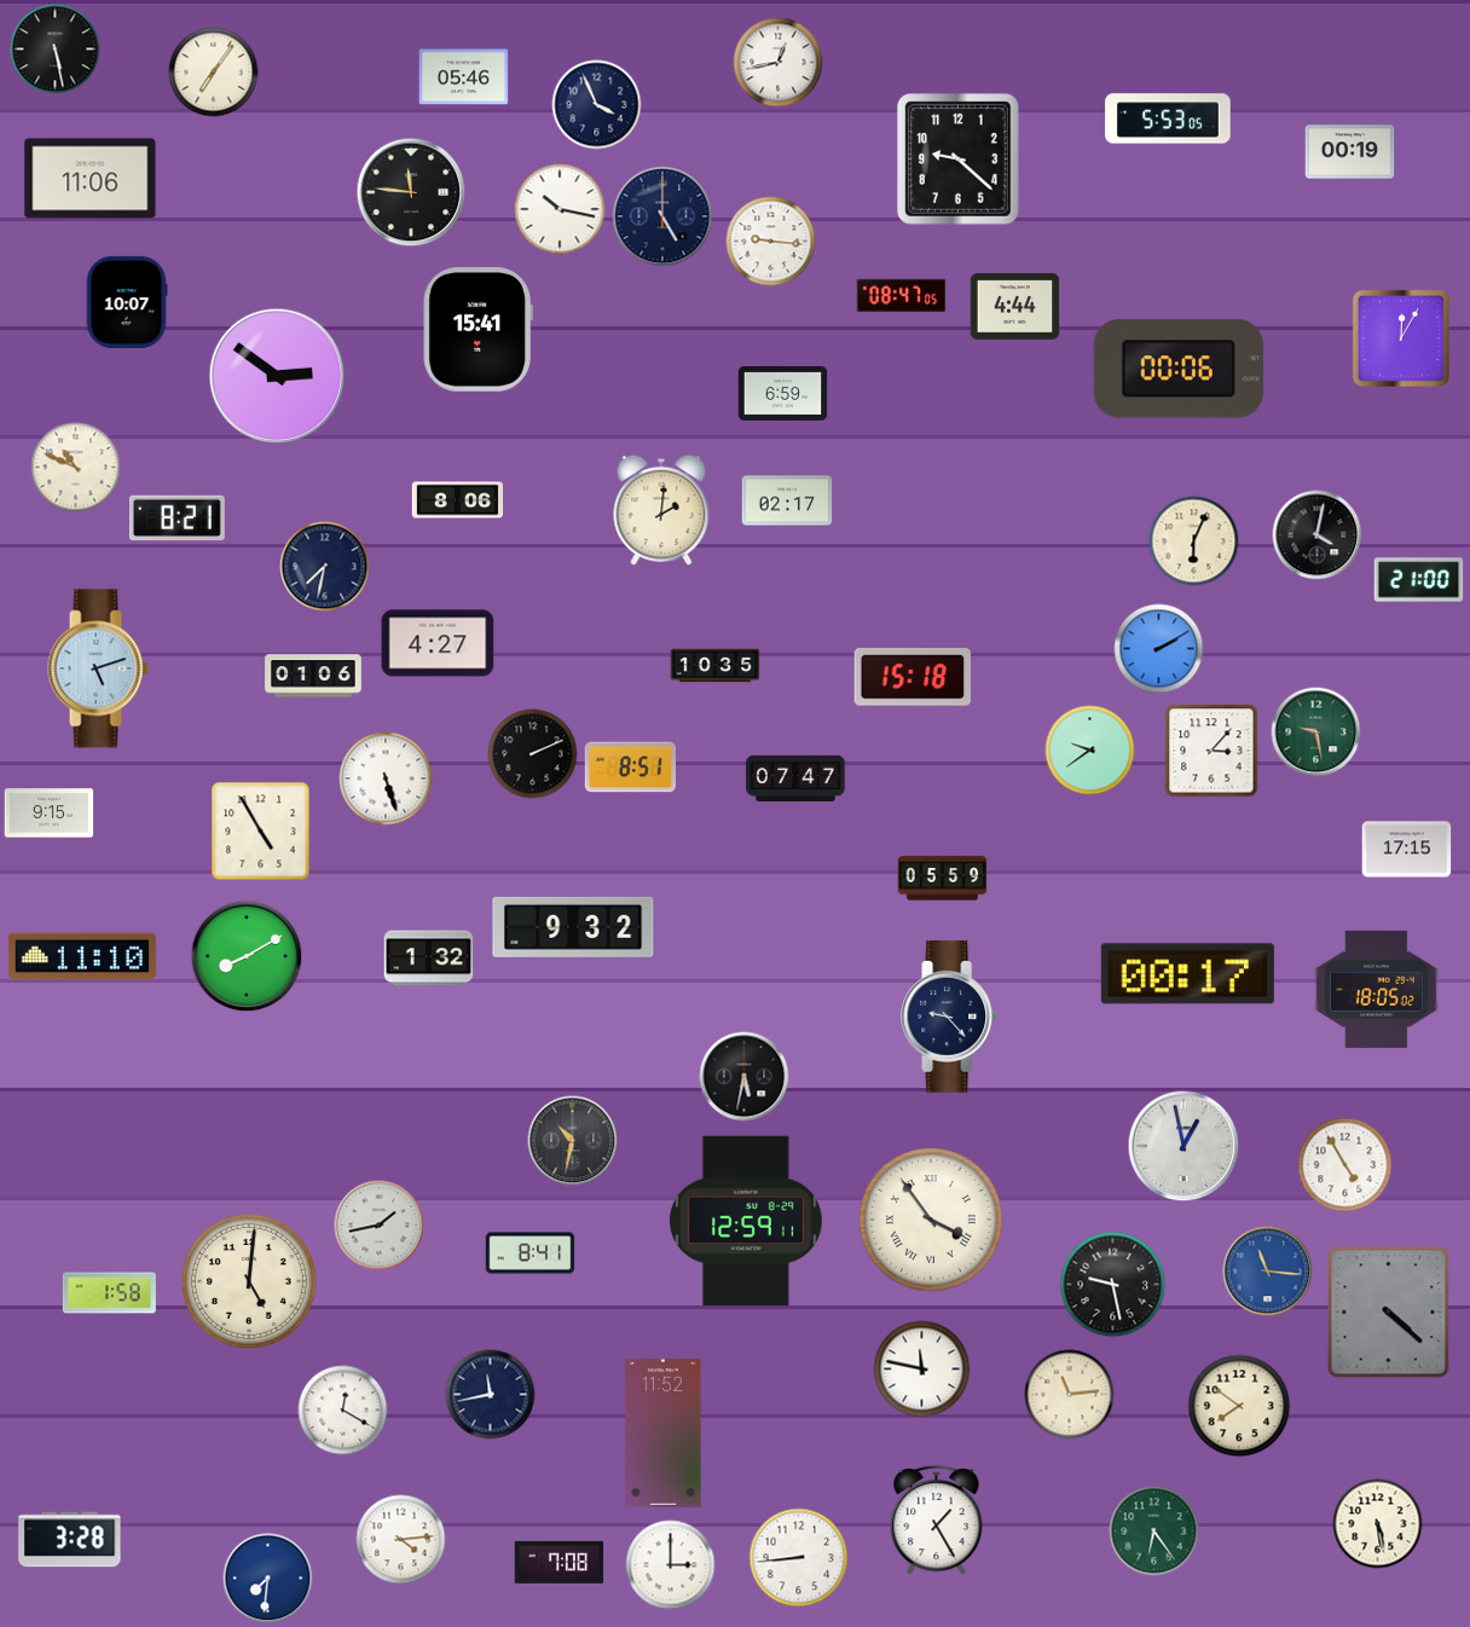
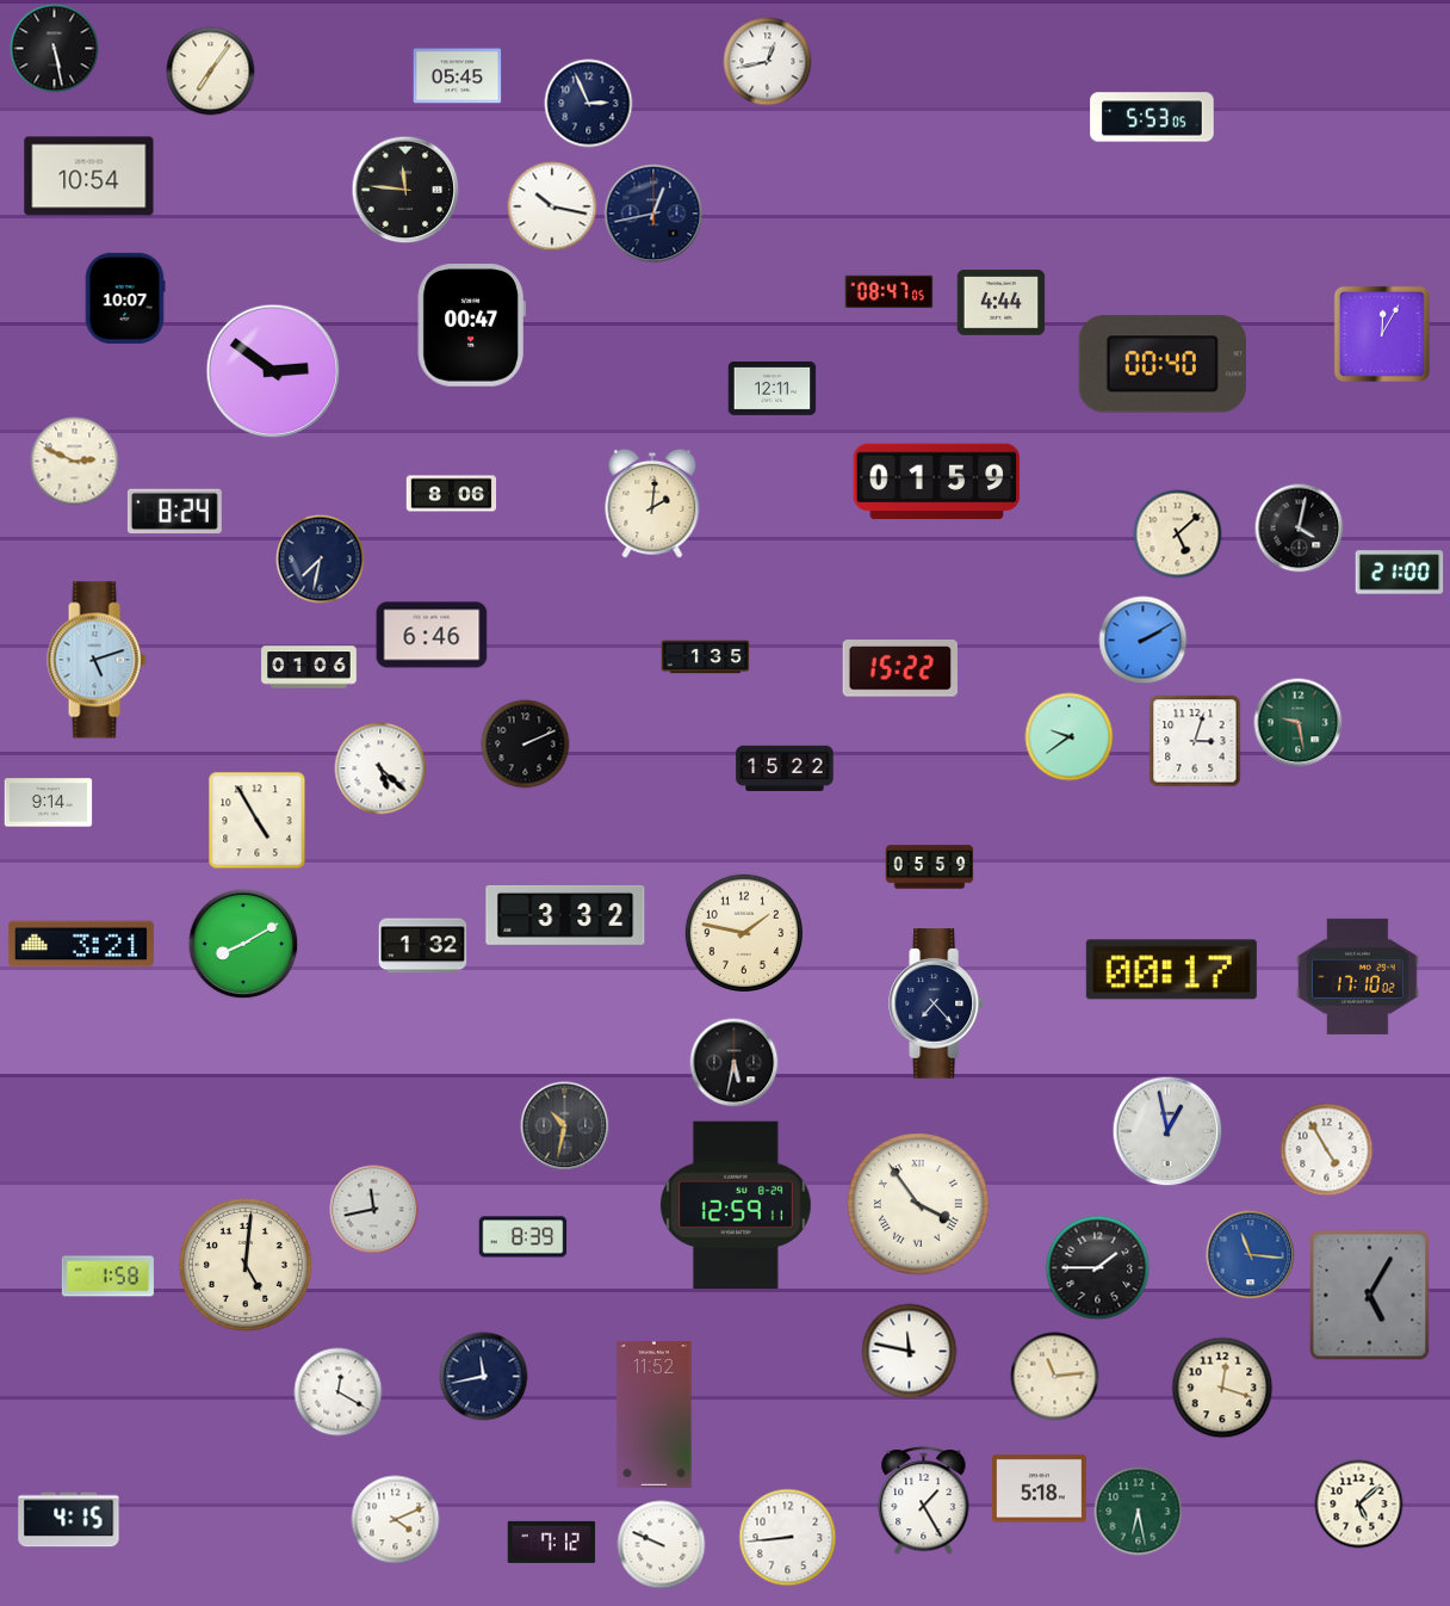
clock at (464, 77): 05:46 -> 05:45
clock at (597, 105): 3:56 -> 2:56
clock at (1350, 152): 00:19 -> none
clock at (959, 160): 9:22 -> none
clock at (91, 179): 11:06 -> 10:54
clock at (662, 216): 5:00 -> 12:43
clock at (771, 242): 9:16 -> none
clock at (478, 330): 15:41 -> 00:47
clock at (1179, 369): 00:06 -> 00:40
clock at (783, 393): 6:59 -> 12:11
clock at (76, 468): 10:49 -> 2:49
clock at (937, 482): none -> 01:59
clock at (787, 500): 02:17 -> none
clock at (176, 519): 8:21 -> 8:24
clock at (1194, 542): 6:04 -> 5:08
clock at (438, 643): 4:27 -> 6:46
clock at (716, 666): 10:35 -> 1:35
clock at (913, 678): 15:18 -> 15:22
clock at (1090, 751) position: (1090, 751) -> (1070, 737)
clock at (1211, 751): 3:07 -> 3:03
clock at (630, 768): 8:51 -> none
clock at (386, 778): 5:27 -> 5:22
clock at (795, 778): 07:47 -> 15:22
clock at (50, 813): 9:15 -> 9:14
clock at (1407, 850): 17:15 -> none
clock at (573, 927): 9:32 -> 3:32
clock at (743, 932): none -> 1:47
clock at (82, 956): 11:10 -> 3:21
clock at (1187, 974) position: (1187, 974) -> (1171, 970)
clock at (1377, 989): 18:05 -> 17:10
clock at (950, 1017): 9:23 -> 7:23
clock at (380, 1226): 1:43 -> 11:43
clock at (531, 1253): 8:41 -> 8:39
clock at (1113, 1285): 9:28 -> 1:45
clock at (1389, 1313): 4:22 -> 5:05
clock at (1239, 1406): 7:51 -> 12:18
clock at (1039, 1489): none -> 5:18
clock at (1378, 1524): 5:28 -> 5:08
clock at (1154, 1532): 6:24 -> 6:28
clock at (70, 1540): 3:28 -> 4:15
clock at (401, 1540): 4:14 -> 4:11
clock at (560, 1562): 7:08 -> 7:12
clock at (671, 1565): 3:00 -> 9:49
clock at (268, 1579): 7:31 -> none
